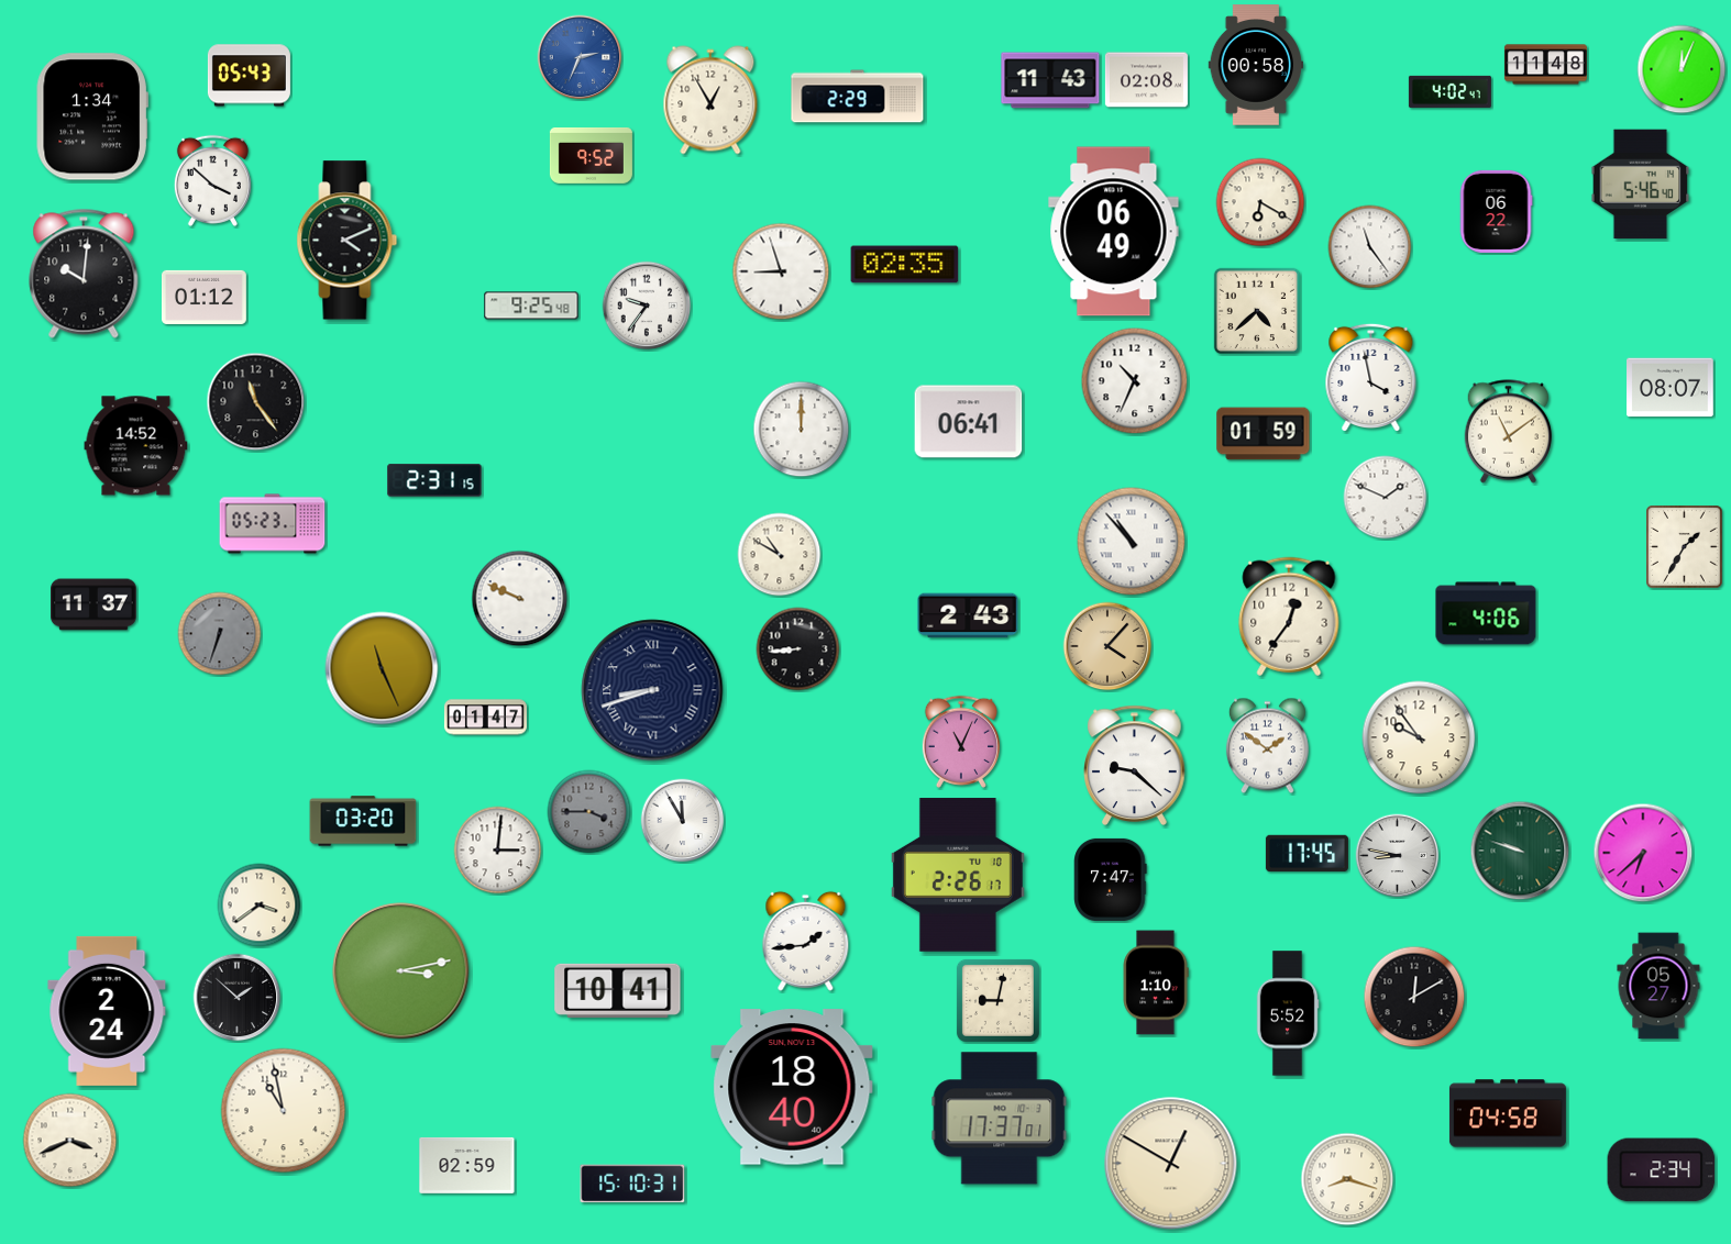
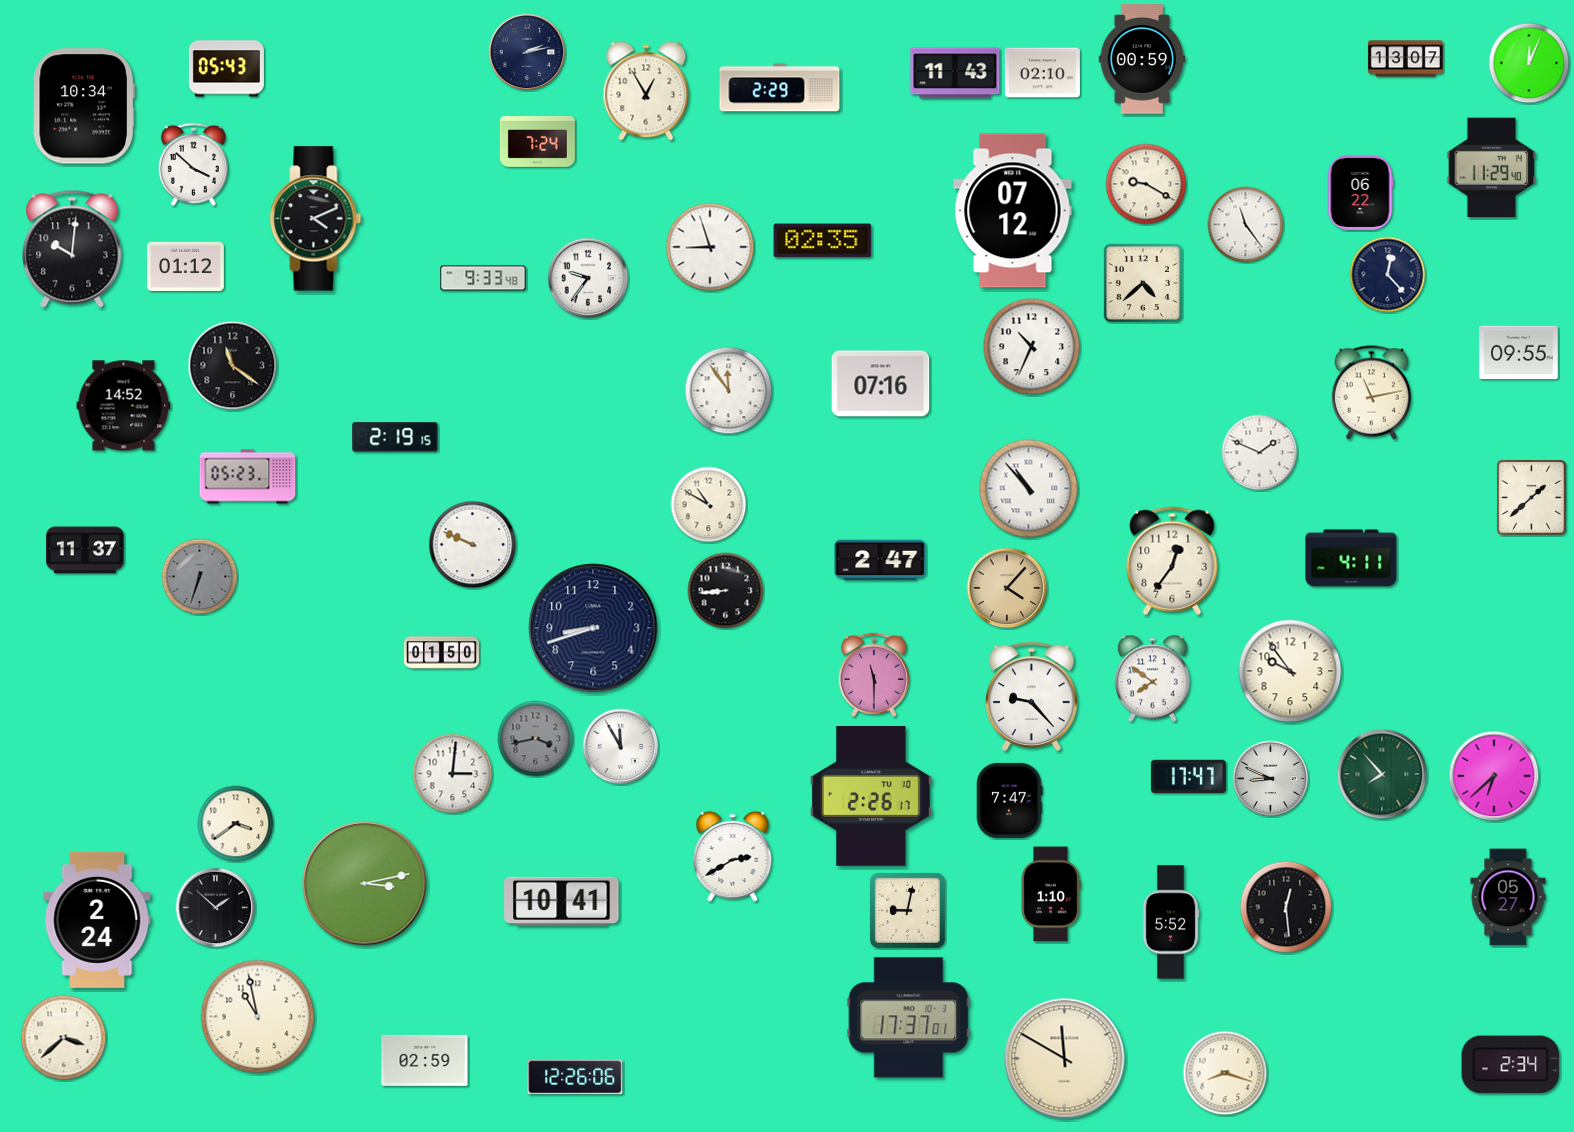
clock at (580, 57): 2:34 -> 2:13
clock at (580, 57) dial: blue -> navy
clock at (1256, 65): 00:58 -> 00:59
clock at (1545, 65): 11:48 -> 13:07
clock at (1146, 80): 02:08 -> 02:10
clock at (1449, 91): 4:02 -> none
clock at (92, 116): 1:34 -> 10:34
clock at (591, 155): 9:52 -> 7:24
clock at (1641, 185): 5:46 -> 11:29
clock at (1260, 202): 6:20 -> 9:20
clock at (1114, 232): 06:49 -> 07:12
clock at (84, 274) position: (84, 274) -> (72, 249)
clock at (203, 297) position: (203, 297) -> (185, 266)
clock at (1388, 275): none -> 12:23
clock at (531, 306): 9:25 -> 9:33
clock at (1371, 378): 3:58 -> none
clock at (1671, 388): 08:07 -> 09:55
clock at (256, 402): 11:24 -> 11:21
clock at (969, 422): 06:41 -> 07:16
clock at (802, 430): 12:00 -> 11:54
clock at (1509, 432): 11:09 -> 11:13
clock at (1264, 434): 01:59 -> none
clock at (434, 480): 2:31 -> 2:19
clock at (1132, 542) position: (1132, 542) -> (1029, 489)
clock at (1685, 547): 1:35 -> 1:38
clock at (1486, 613): 4:06 -> 4:11
clock at (968, 615): 2:43 -> 2:47
clock at (382, 668): 11:26 -> none
clock at (652, 690) numerals: Roman -> Arabic
clock at (485, 718): 01:47 -> 01:50
clock at (960, 742): 11:04 -> 11:30
clock at (1267, 746): 1:51 -> 7:51
clock at (1135, 765): 9:22 -> 9:23
clock at (589, 812): 3:45 -> 3:43
clock at (363, 821): 03:20 -> none
clock at (1520, 851): 9:48 -> 7:53
clock at (1306, 854): 17:45 -> 17:47
clock at (1398, 856): 8:47 -> 8:49
clock at (806, 941): 1:44 -> 2:40
clock at (1414, 997): 12:10 -> 12:29
clock at (792, 1087): 18:40 -> none
clock at (284, 1111) position: (284, 1111) -> (258, 1017)
clock at (1508, 1113): 04:58 -> none
clock at (70, 1141): 3:41 -> 3:38
clock at (1171, 1164): 12:50 -> 11:50
clock at (632, 1184): 15:10 -> 12:26
